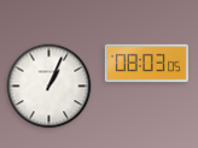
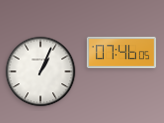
clock at (147, 64): 08:03 -> 07:46
